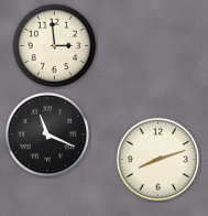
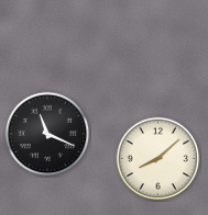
clock at (55, 46): 2:59 -> none
clock at (158, 160): 8:12 -> 8:08
